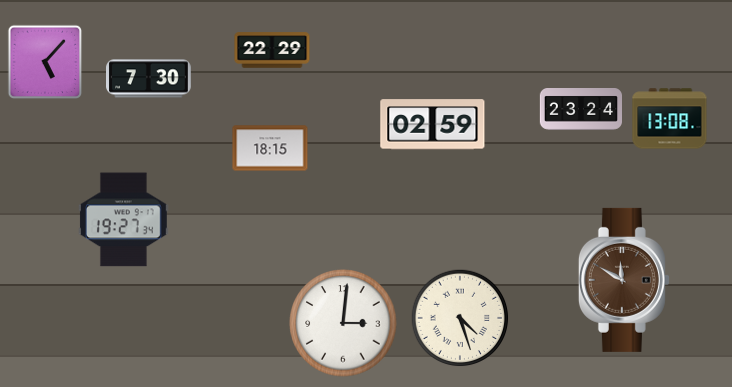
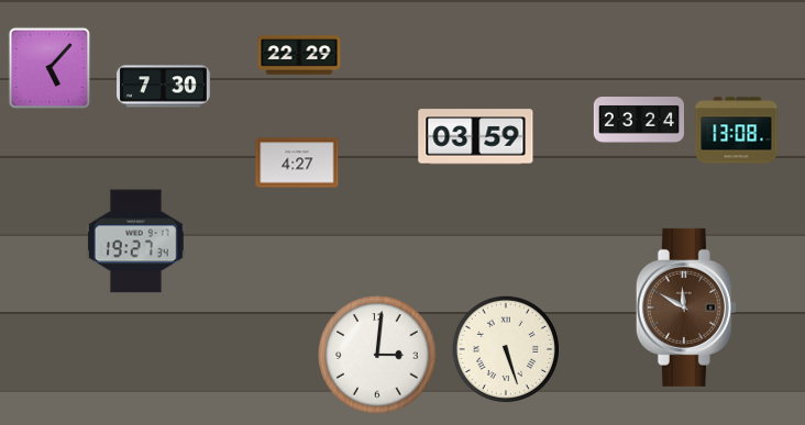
clock at (433, 125): 02:59 -> 03:59
clock at (270, 148): 18:15 -> 4:27
clock at (460, 318): 4:27 -> 5:27
